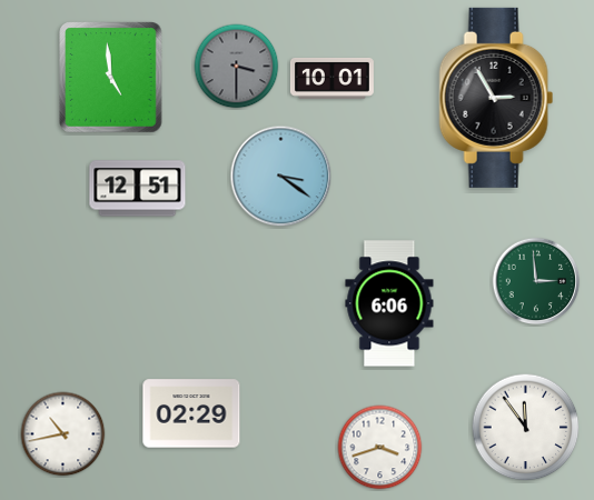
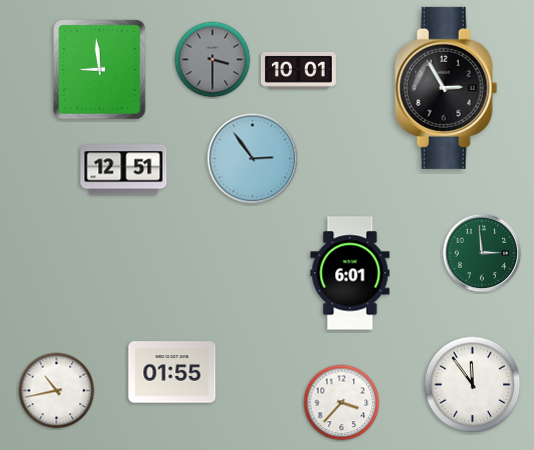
clock at (111, 78): 4:59 -> 8:59
clock at (281, 177): 3:21 -> 2:54
clock at (389, 303): 6:06 -> 6:01
clock at (191, 413): 02:29 -> 01:55
clock at (380, 448): 3:42 -> 3:37
